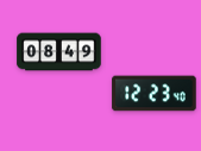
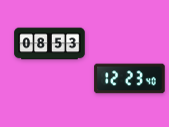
clock at (59, 52): 08:49 -> 08:53
